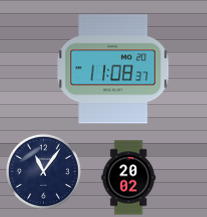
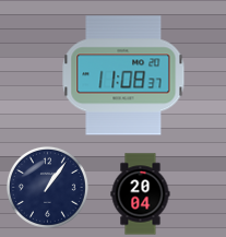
clock at (43, 171): 11:06 -> 1:06
clock at (129, 178): 20:02 -> 20:04
